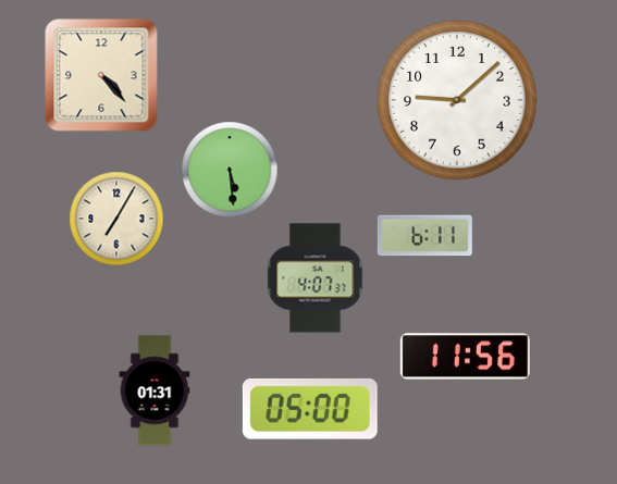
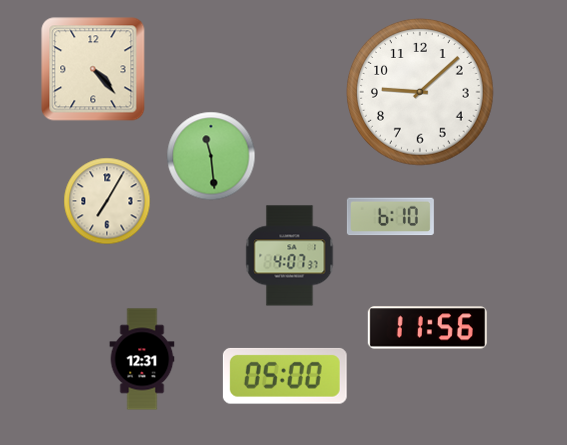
clock at (230, 170): 5:29 -> 11:29
clock at (424, 236): 6:11 -> 6:10
clock at (155, 390): 01:31 -> 12:31
